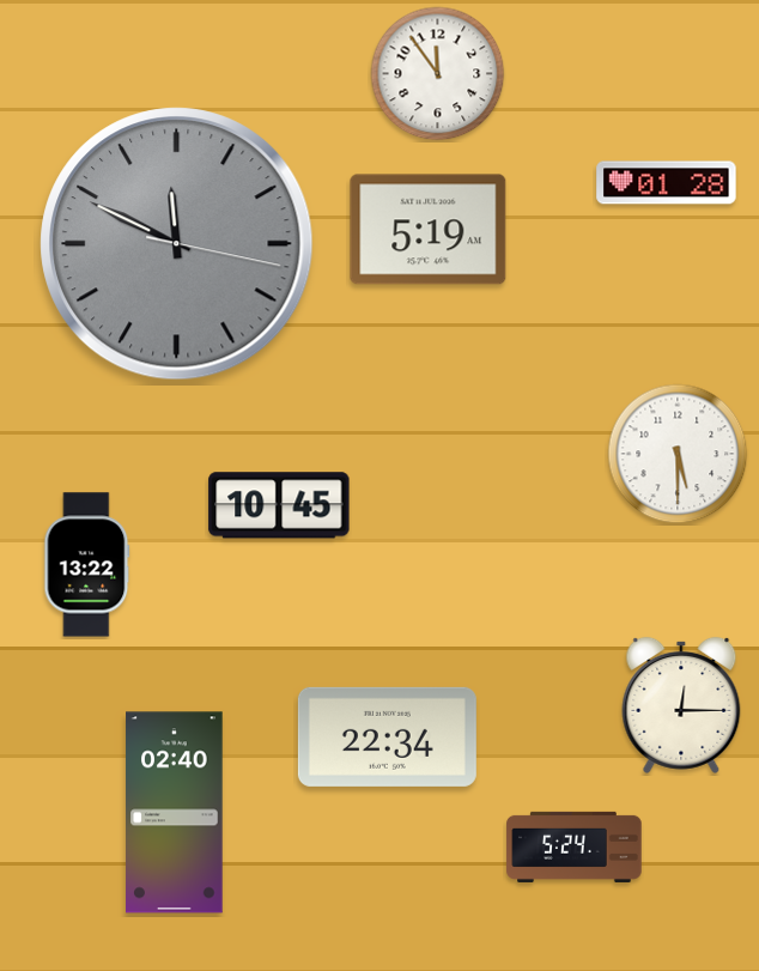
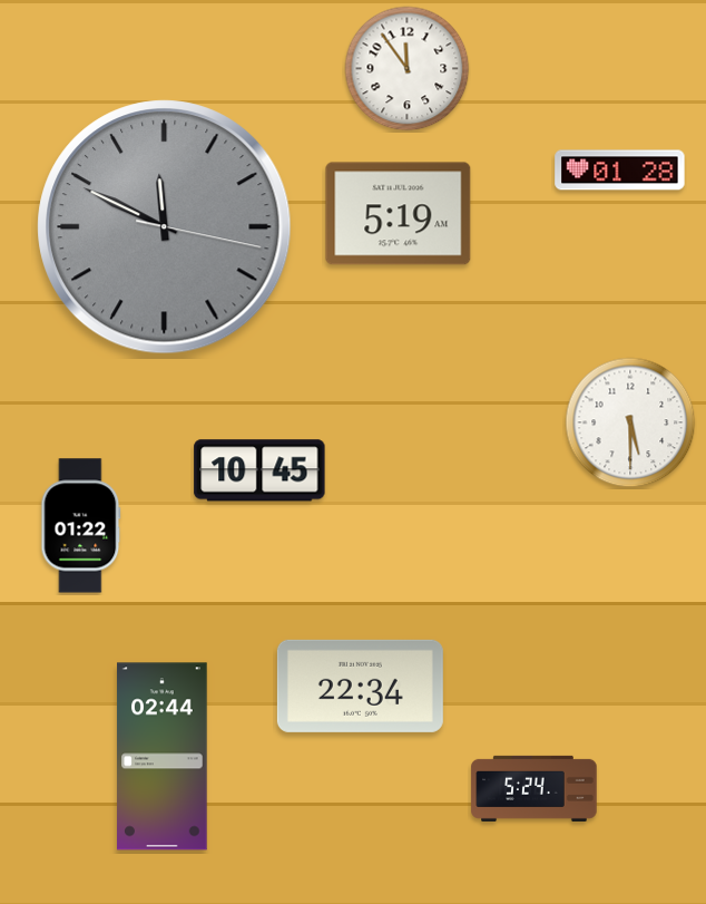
clock at (87, 565): 13:22 -> 01:22
clock at (681, 705): 12:15 -> none
clock at (175, 813): 02:40 -> 02:44
